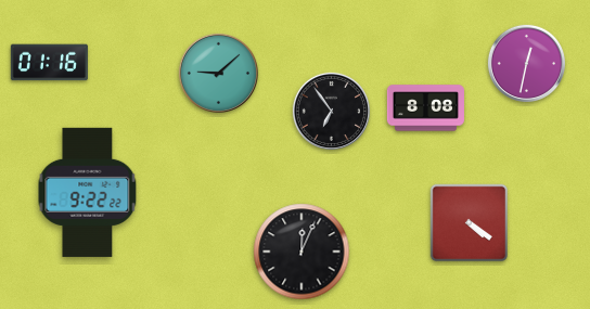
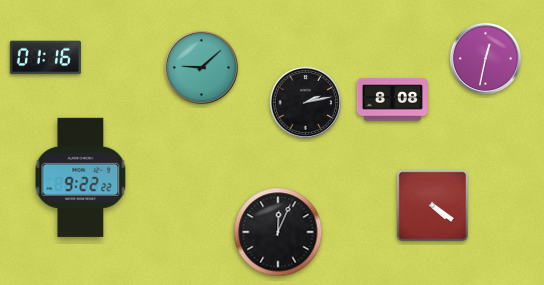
clock at (331, 111): 6:54 -> 2:13
